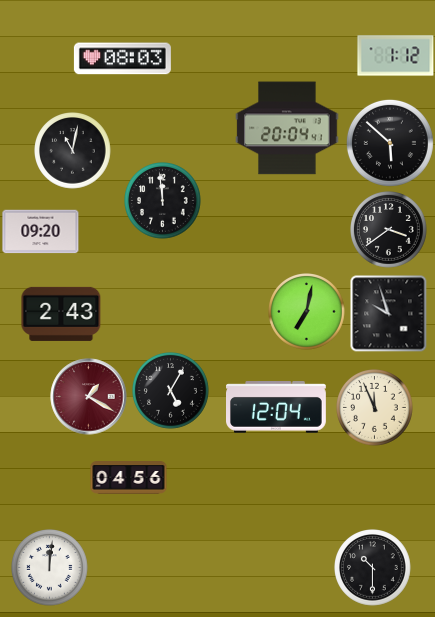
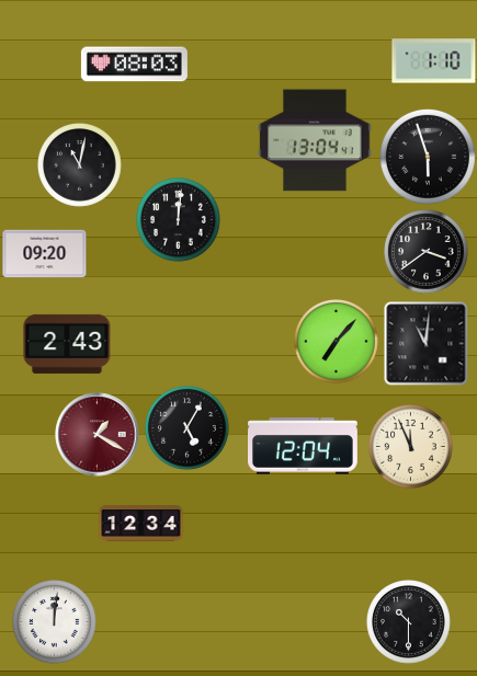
clock at (396, 56): 1:12 -> 1:10
clock at (287, 128): 20:04 -> 13:04
clock at (390, 143): 5:52 -> 5:57
clock at (163, 201): 11:59 -> 12:01
clock at (307, 312): 7:02 -> 7:07
clock at (389, 314): 9:57 -> 11:01
clock at (129, 478): 04:56 -> 12:34
